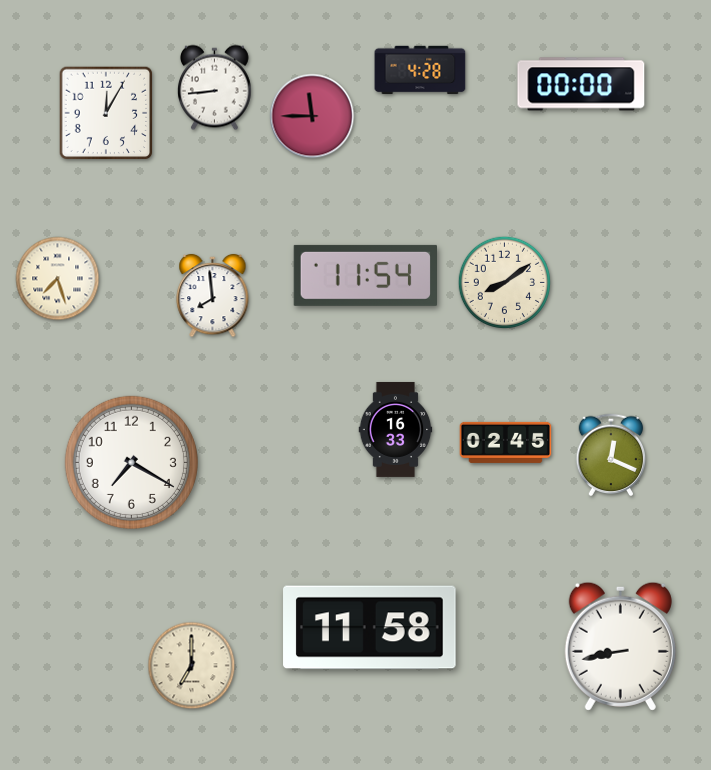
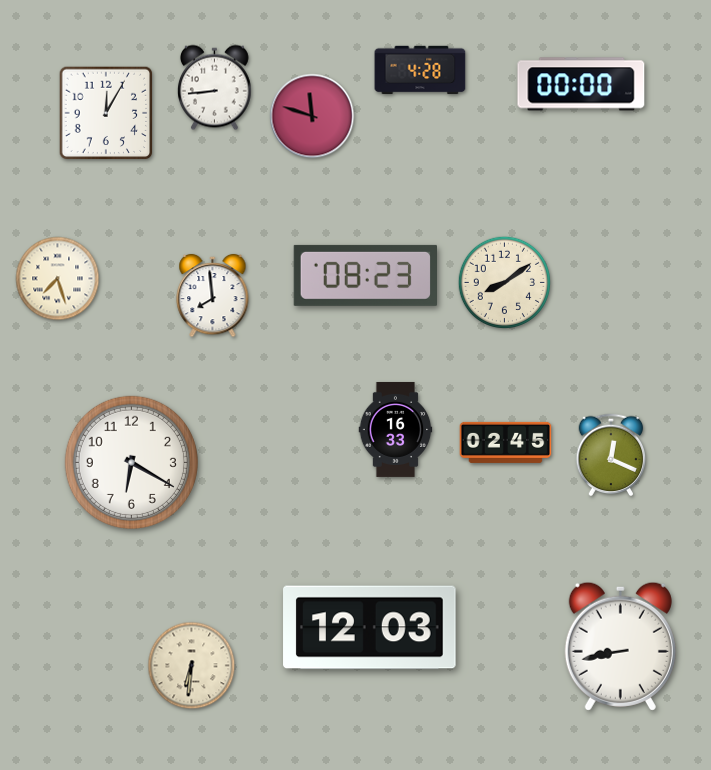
clock at (312, 116): 11:45 -> 11:48
clock at (365, 275): 11:54 -> 08:23
clock at (131, 462): 7:20 -> 6:20
clock at (370, 628): 11:58 -> 12:03
clock at (192, 666): 7:00 -> 6:31
